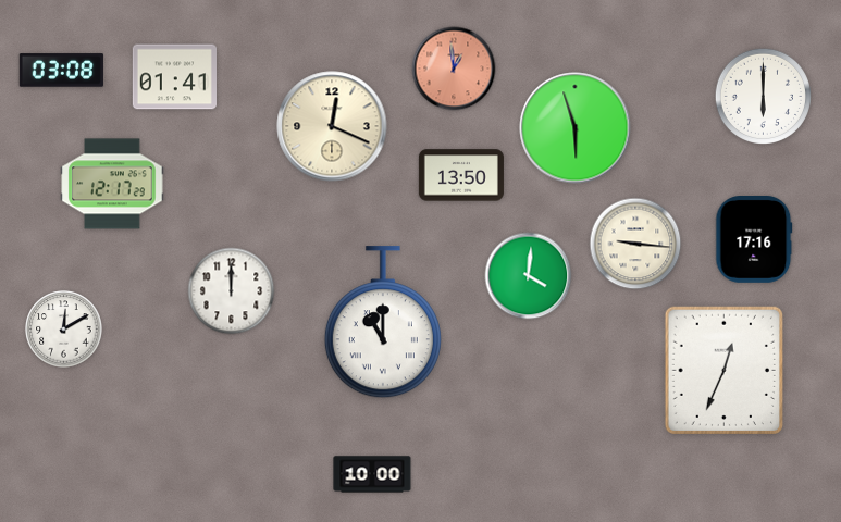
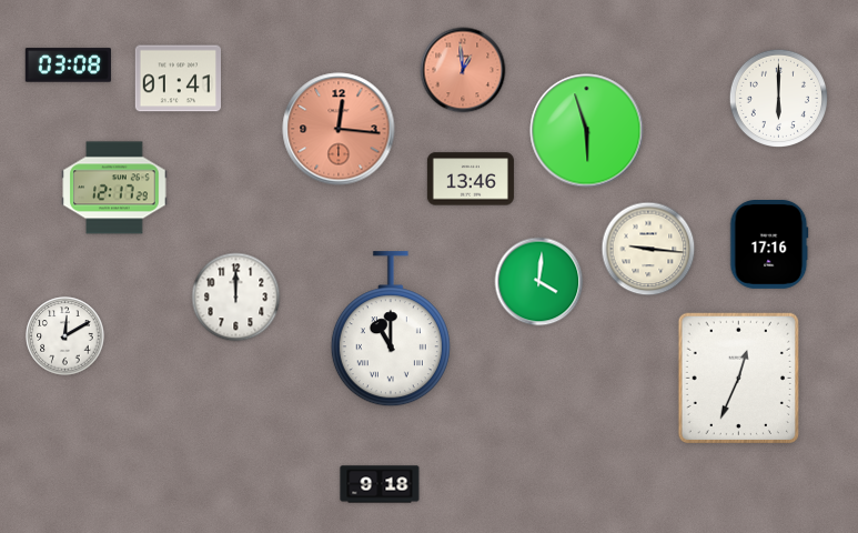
clock at (61, 71) position: (61, 71) -> (68, 66)
clock at (332, 126): 12:19 -> 12:16
clock at (332, 126) dial: cream -> salmon
clock at (461, 175): 13:50 -> 13:46
clock at (372, 474): 10:00 -> 9:18
